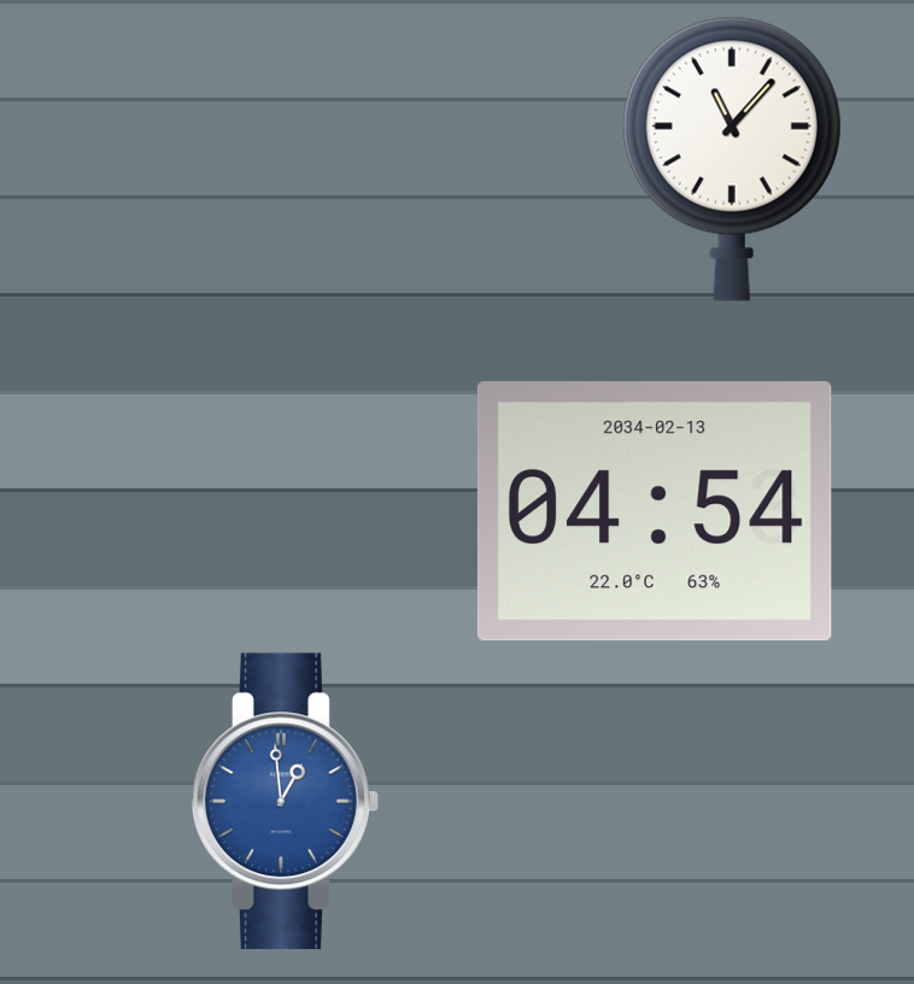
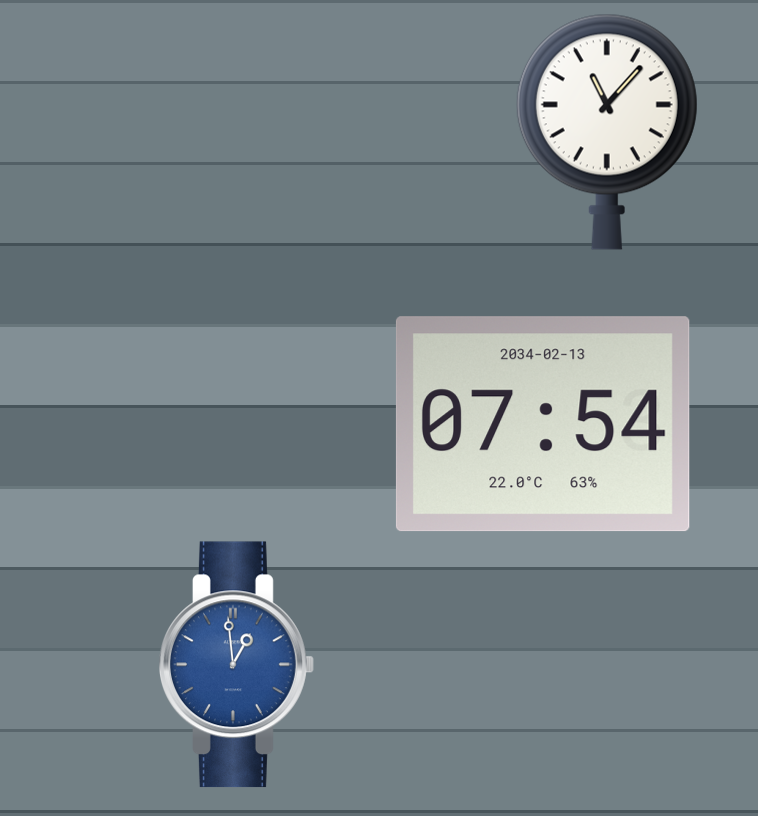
clock at (655, 511): 04:54 -> 07:54
